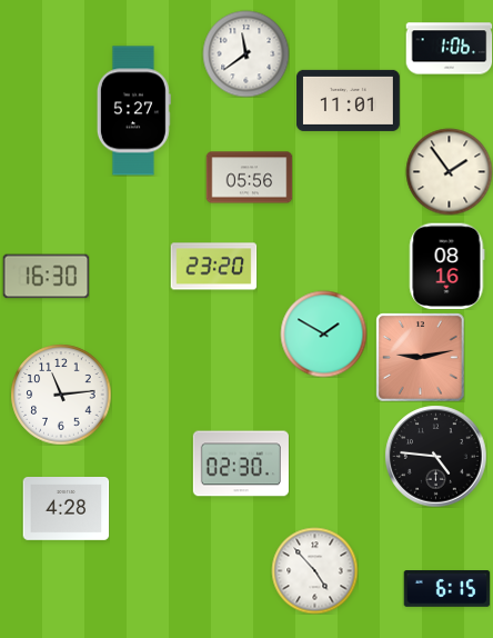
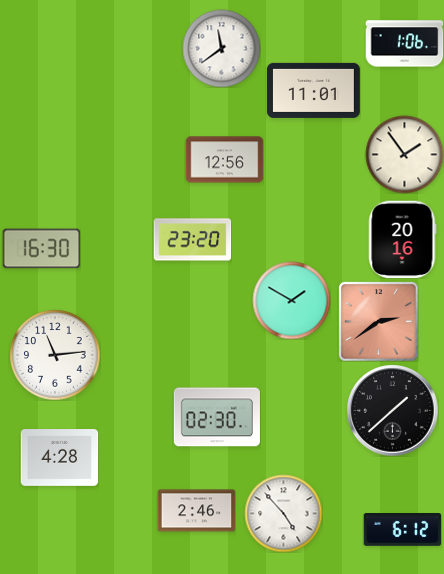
clock at (133, 111): 5:27 -> none
clock at (249, 178): 05:56 -> 12:56
clock at (446, 266): 08:16 -> 20:16
clock at (420, 357): 9:13 -> 2:39
clock at (435, 456): 4:46 -> 1:38
clock at (196, 511): none -> 2:46
clock at (446, 589): 6:15 -> 6:12
